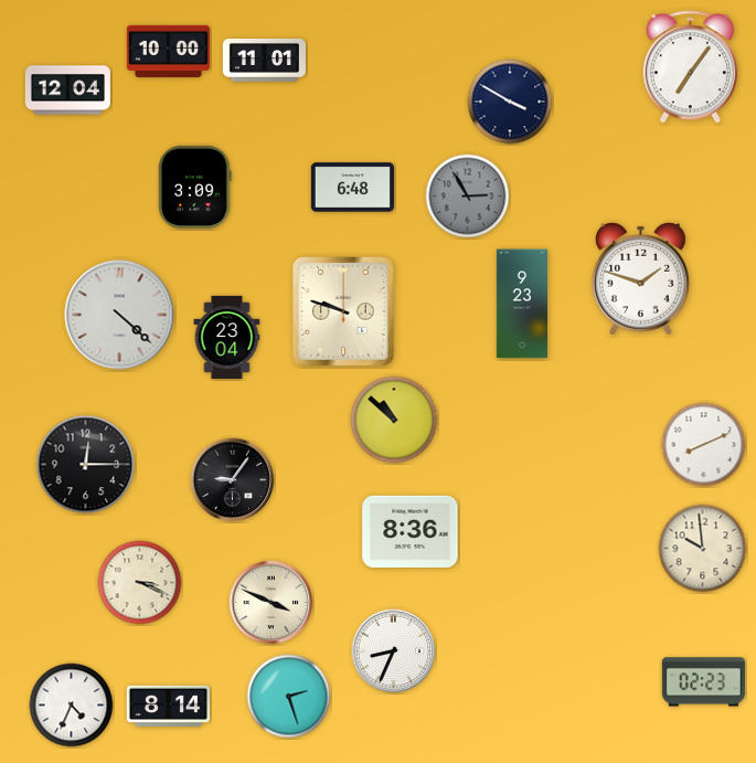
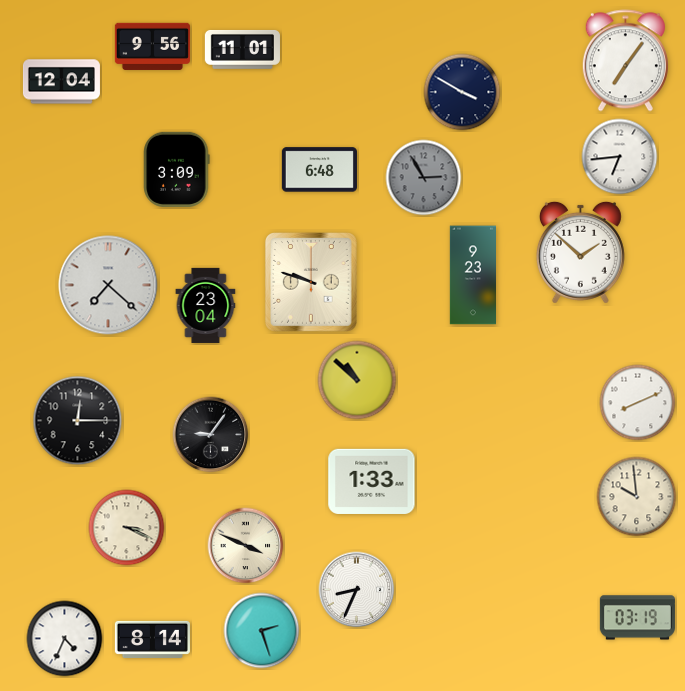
clock at (168, 51): 10:00 -> 9:56
clock at (264, 60) position: (264, 60) -> (242, 49)
clock at (620, 157): none -> 6:44
clock at (640, 278): 1:48 -> 1:52
clock at (119, 315): 4:22 -> 7:22
clock at (411, 531): 8:36 -> 1:33
clock at (703, 682): 02:23 -> 03:19
